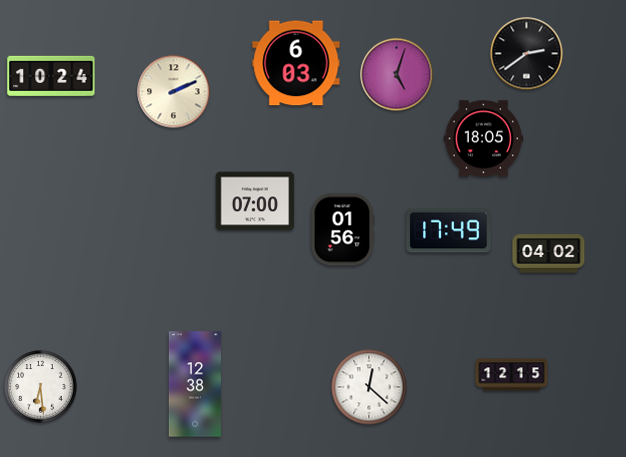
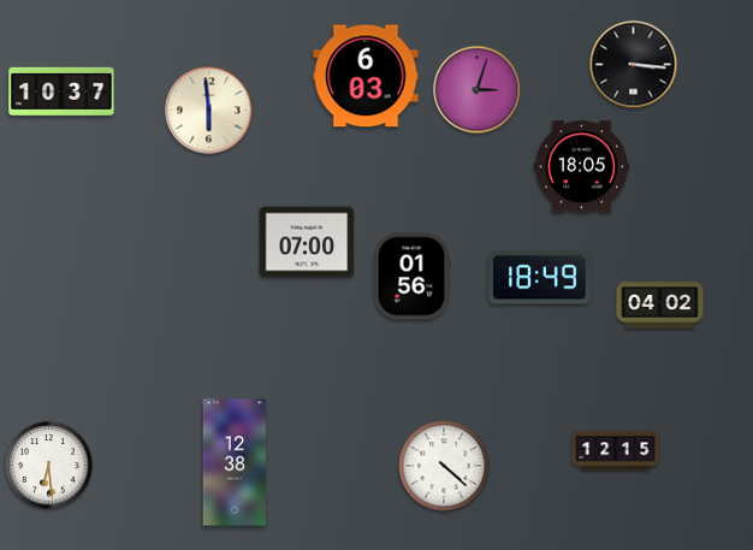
clock at (527, 54): 2:39 -> 3:16
clock at (296, 63) position: (296, 63) -> (366, 76)
clock at (397, 75): 5:03 -> 3:03
clock at (51, 76): 10:24 -> 10:37
clock at (174, 92): 2:11 -> 5:59
clock at (449, 231): 17:49 -> 18:49
clock at (369, 387): 12:22 -> 4:22
